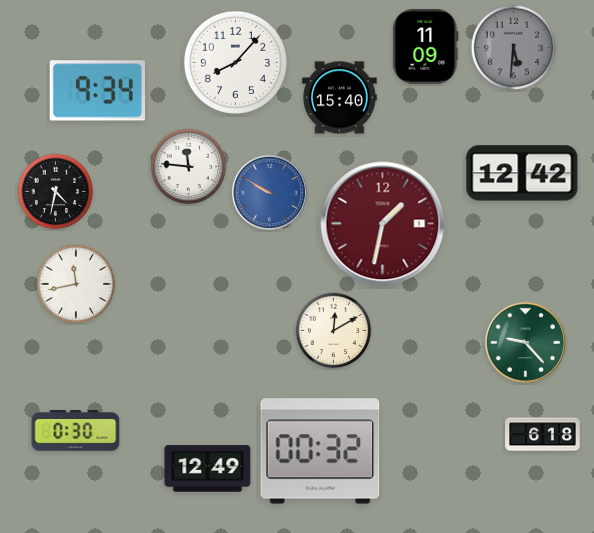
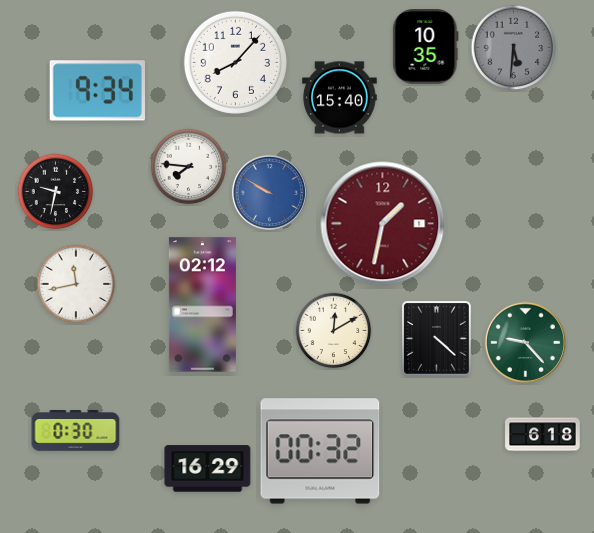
clock at (426, 47): 11:09 -> 10:35
clock at (189, 167): 11:46 -> 7:46
clock at (522, 173): 12:42 -> none
clock at (56, 192): 4:32 -> 9:32
clock at (202, 305): none -> 02:12
clock at (437, 339): none -> 4:22
clock at (208, 469): 12:49 -> 16:29
